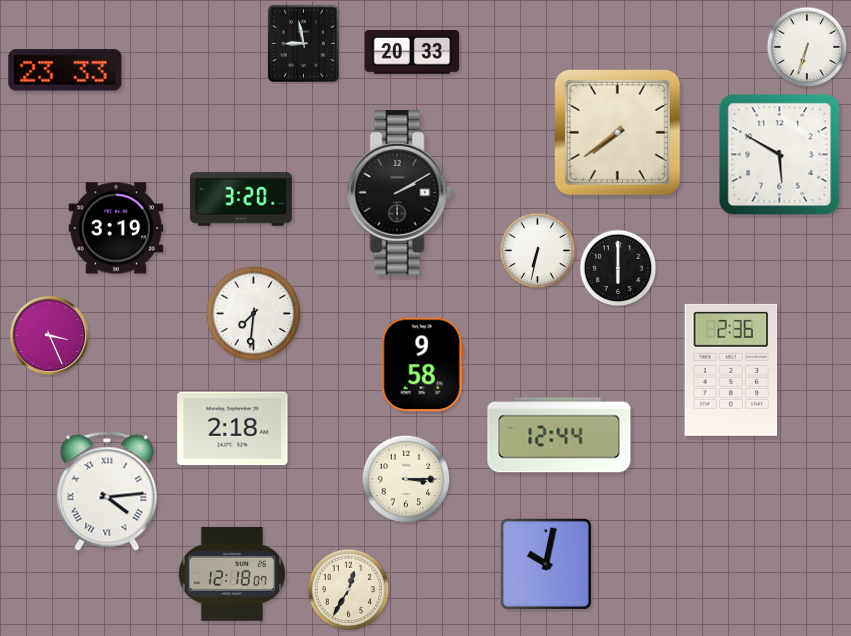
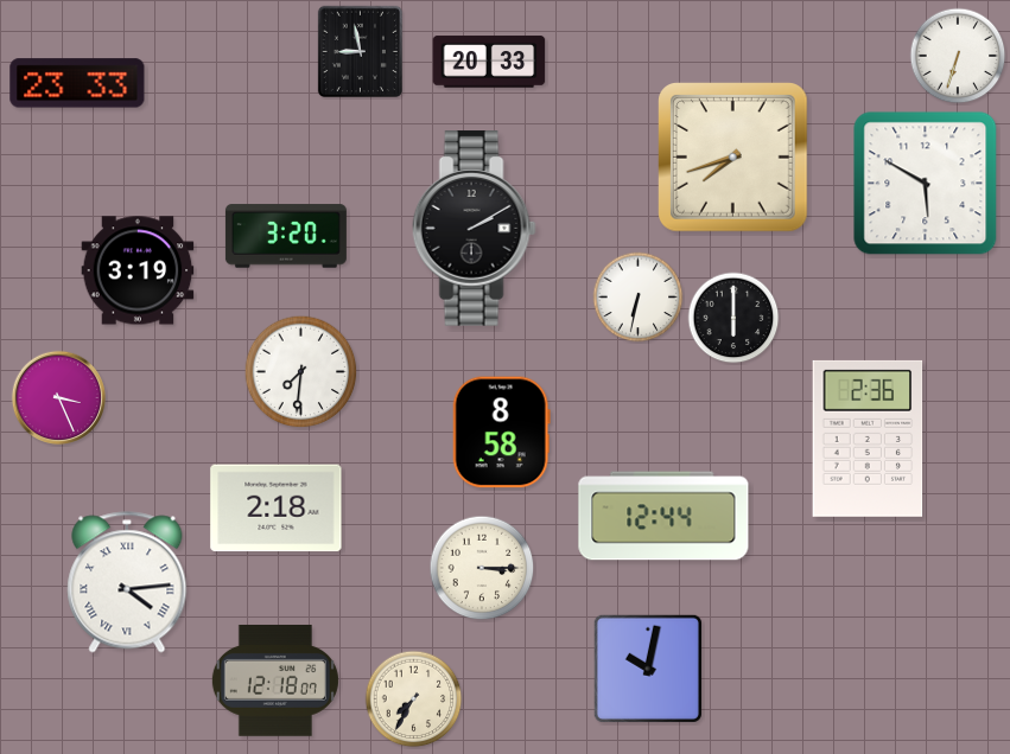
clock at (618, 133): 7:39 -> 7:42
clock at (422, 365): 9:58 -> 8:58
clock at (349, 590): 12:35 -> 7:35
